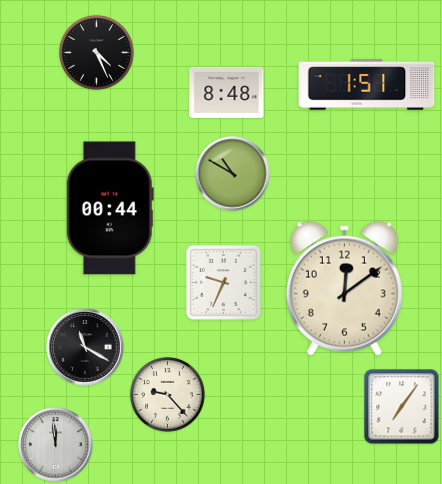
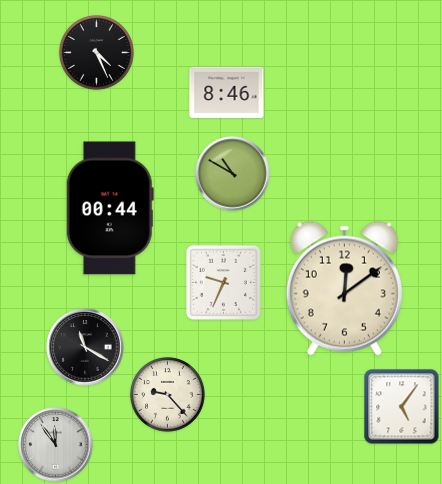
clock at (367, 85): 1:51 -> none
clock at (227, 92): 8:48 -> 8:46
clock at (402, 407): 7:06 -> 5:06
clock at (56, 445): 11:59 -> 11:54
